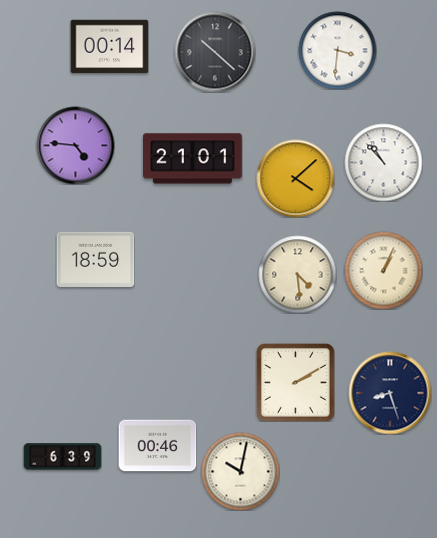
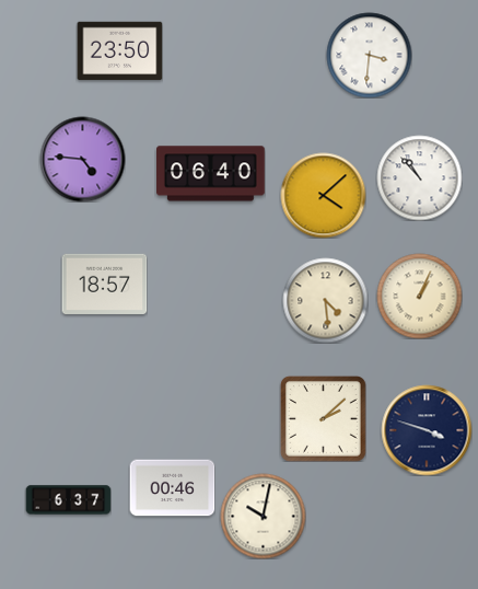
clock at (109, 47): 00:14 -> 23:50
clock at (215, 52): 10:22 -> none
clock at (193, 159): 21:01 -> 06:40
clock at (95, 259): 18:59 -> 18:57
clock at (296, 383): 2:10 -> 2:08
clock at (390, 393): 8:27 -> 3:48
clock at (62, 457): 6:39 -> 6:37
